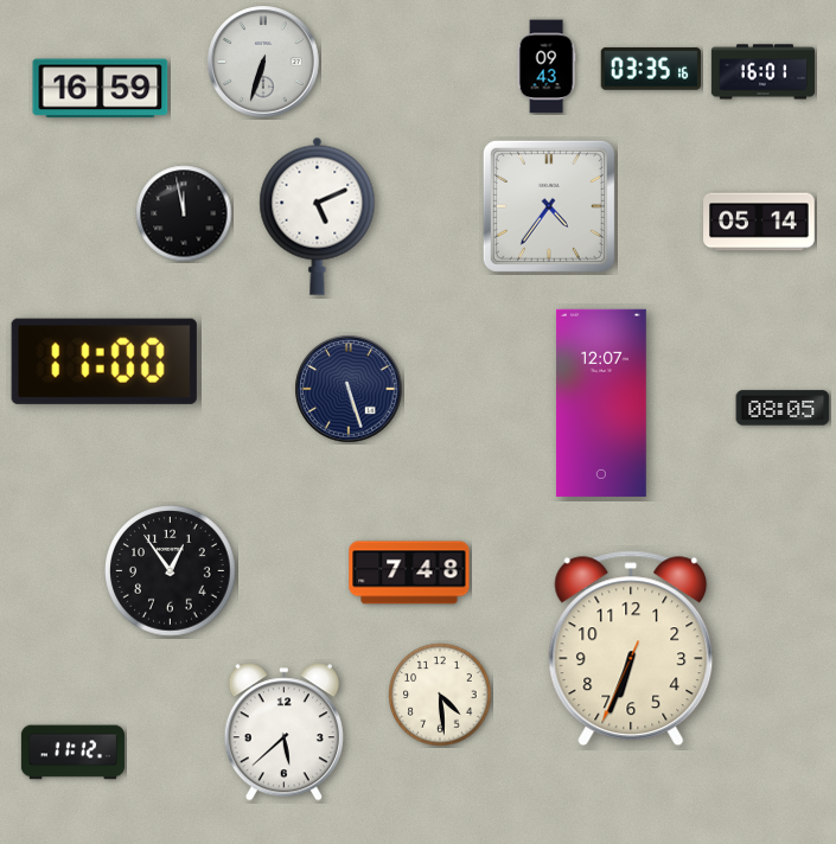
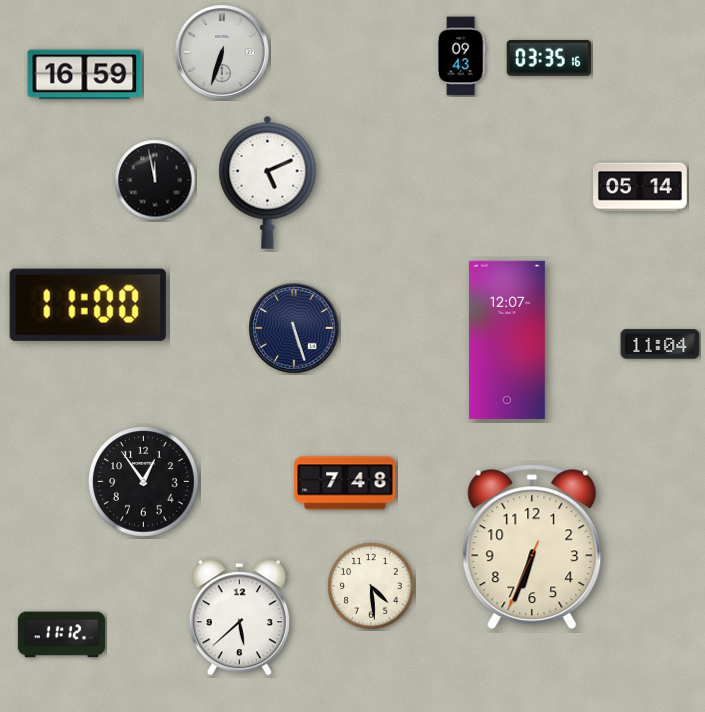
clock at (762, 72): 16:01 -> none
clock at (549, 206): 4:36 -> none
clock at (783, 408): 08:05 -> 11:04
